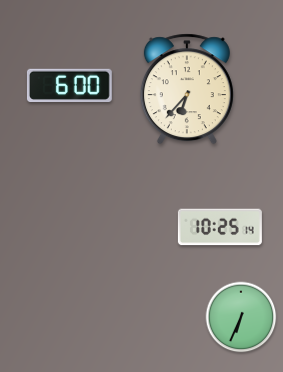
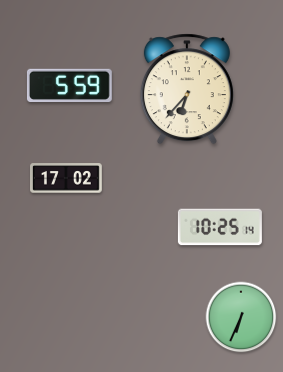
clock at (69, 85): 6:00 -> 5:59
clock at (67, 178): none -> 17:02
